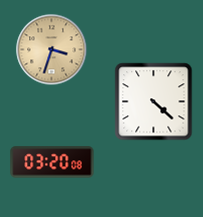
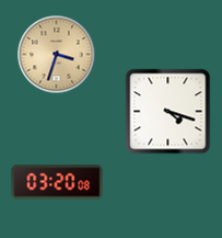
clock at (154, 102): 4:22 -> 4:18
clock at (52, 162) position: (52, 162) -> (57, 182)
